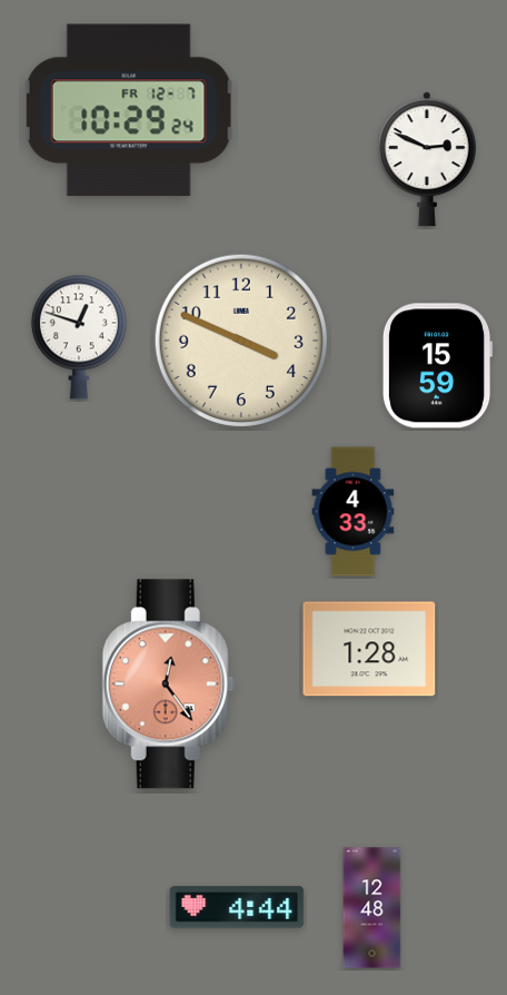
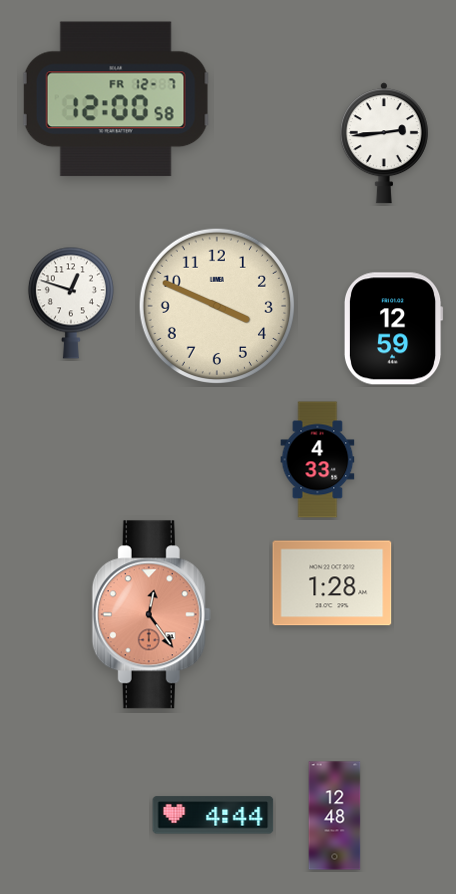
clock at (129, 110): 10:29 -> 12:00
clock at (427, 159): 2:49 -> 2:44
clock at (437, 366): 15:59 -> 12:59
